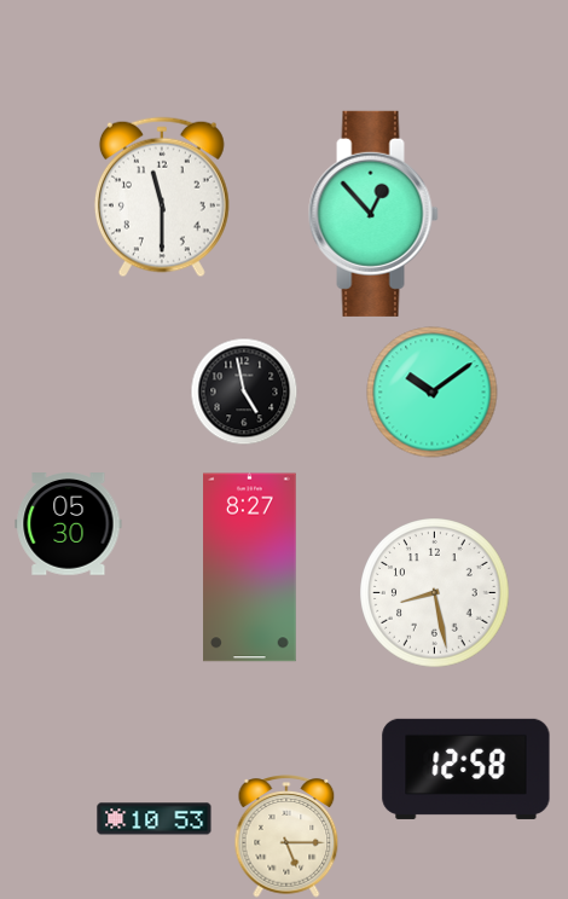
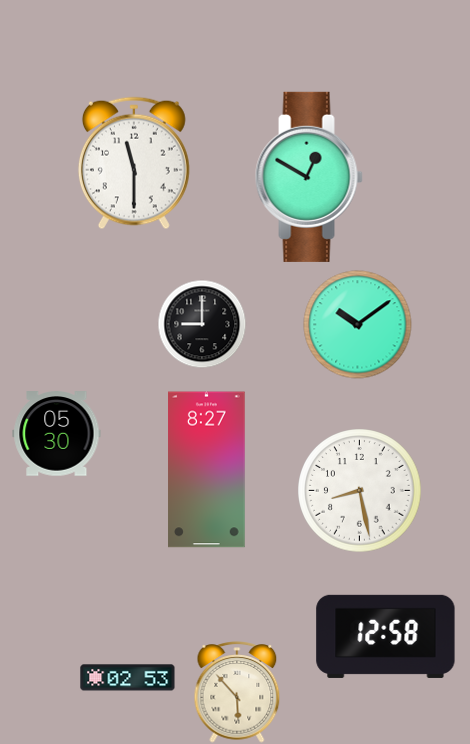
clock at (373, 214): 12:53 -> 12:50
clock at (244, 391): 4:58 -> 9:00
clock at (155, 819): 10:53 -> 02:53
clock at (286, 836): 5:15 -> 5:53
